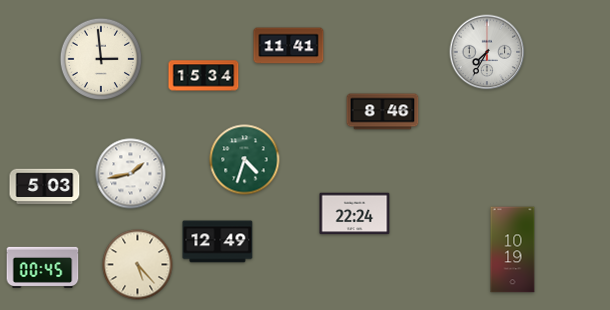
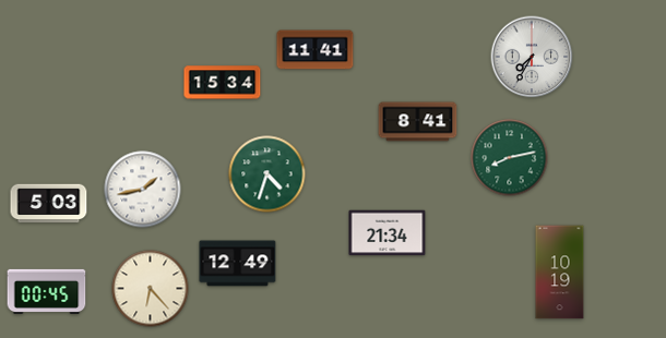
clock at (101, 59): 2:59 -> none
clock at (383, 112): 8:46 -> 8:41
clock at (510, 158): none -> 8:13
clock at (355, 214): 22:24 -> 21:34
clock at (138, 265): 5:23 -> 6:23
